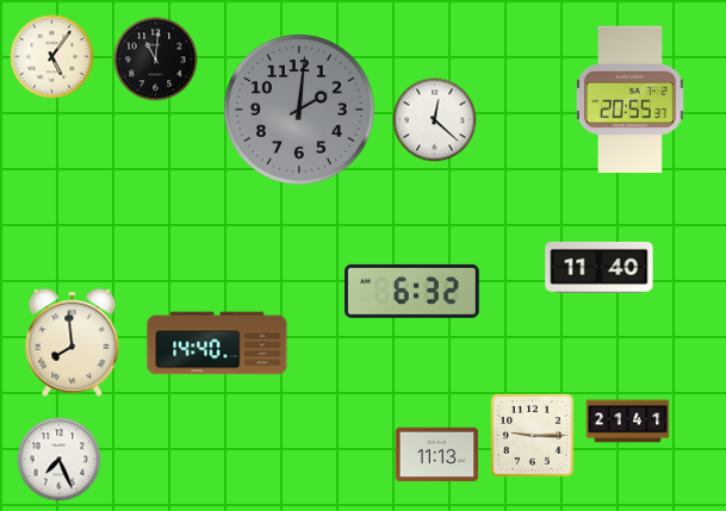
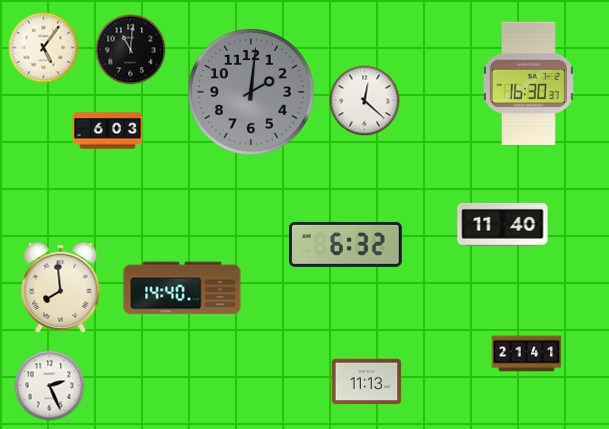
clock at (629, 99): 20:55 -> 16:30
clock at (108, 131): none -> 6:03
clock at (532, 435): 9:15 -> none
clock at (60, 460): 7:26 -> 2:26
